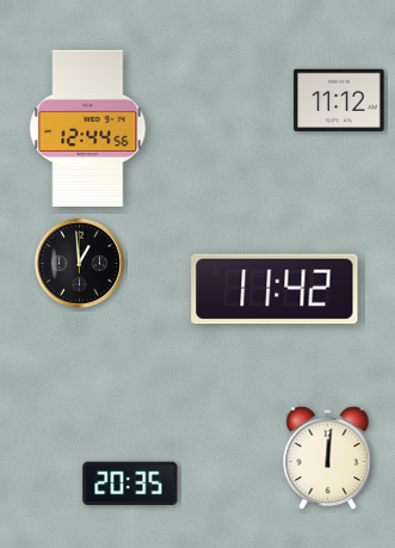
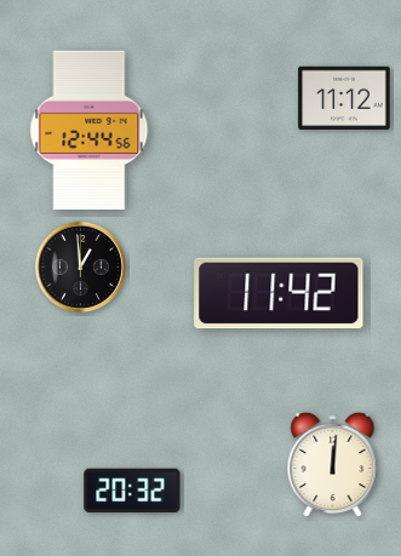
clock at (339, 99) position: (339, 99) -> (344, 97)
clock at (130, 484): 20:35 -> 20:32
